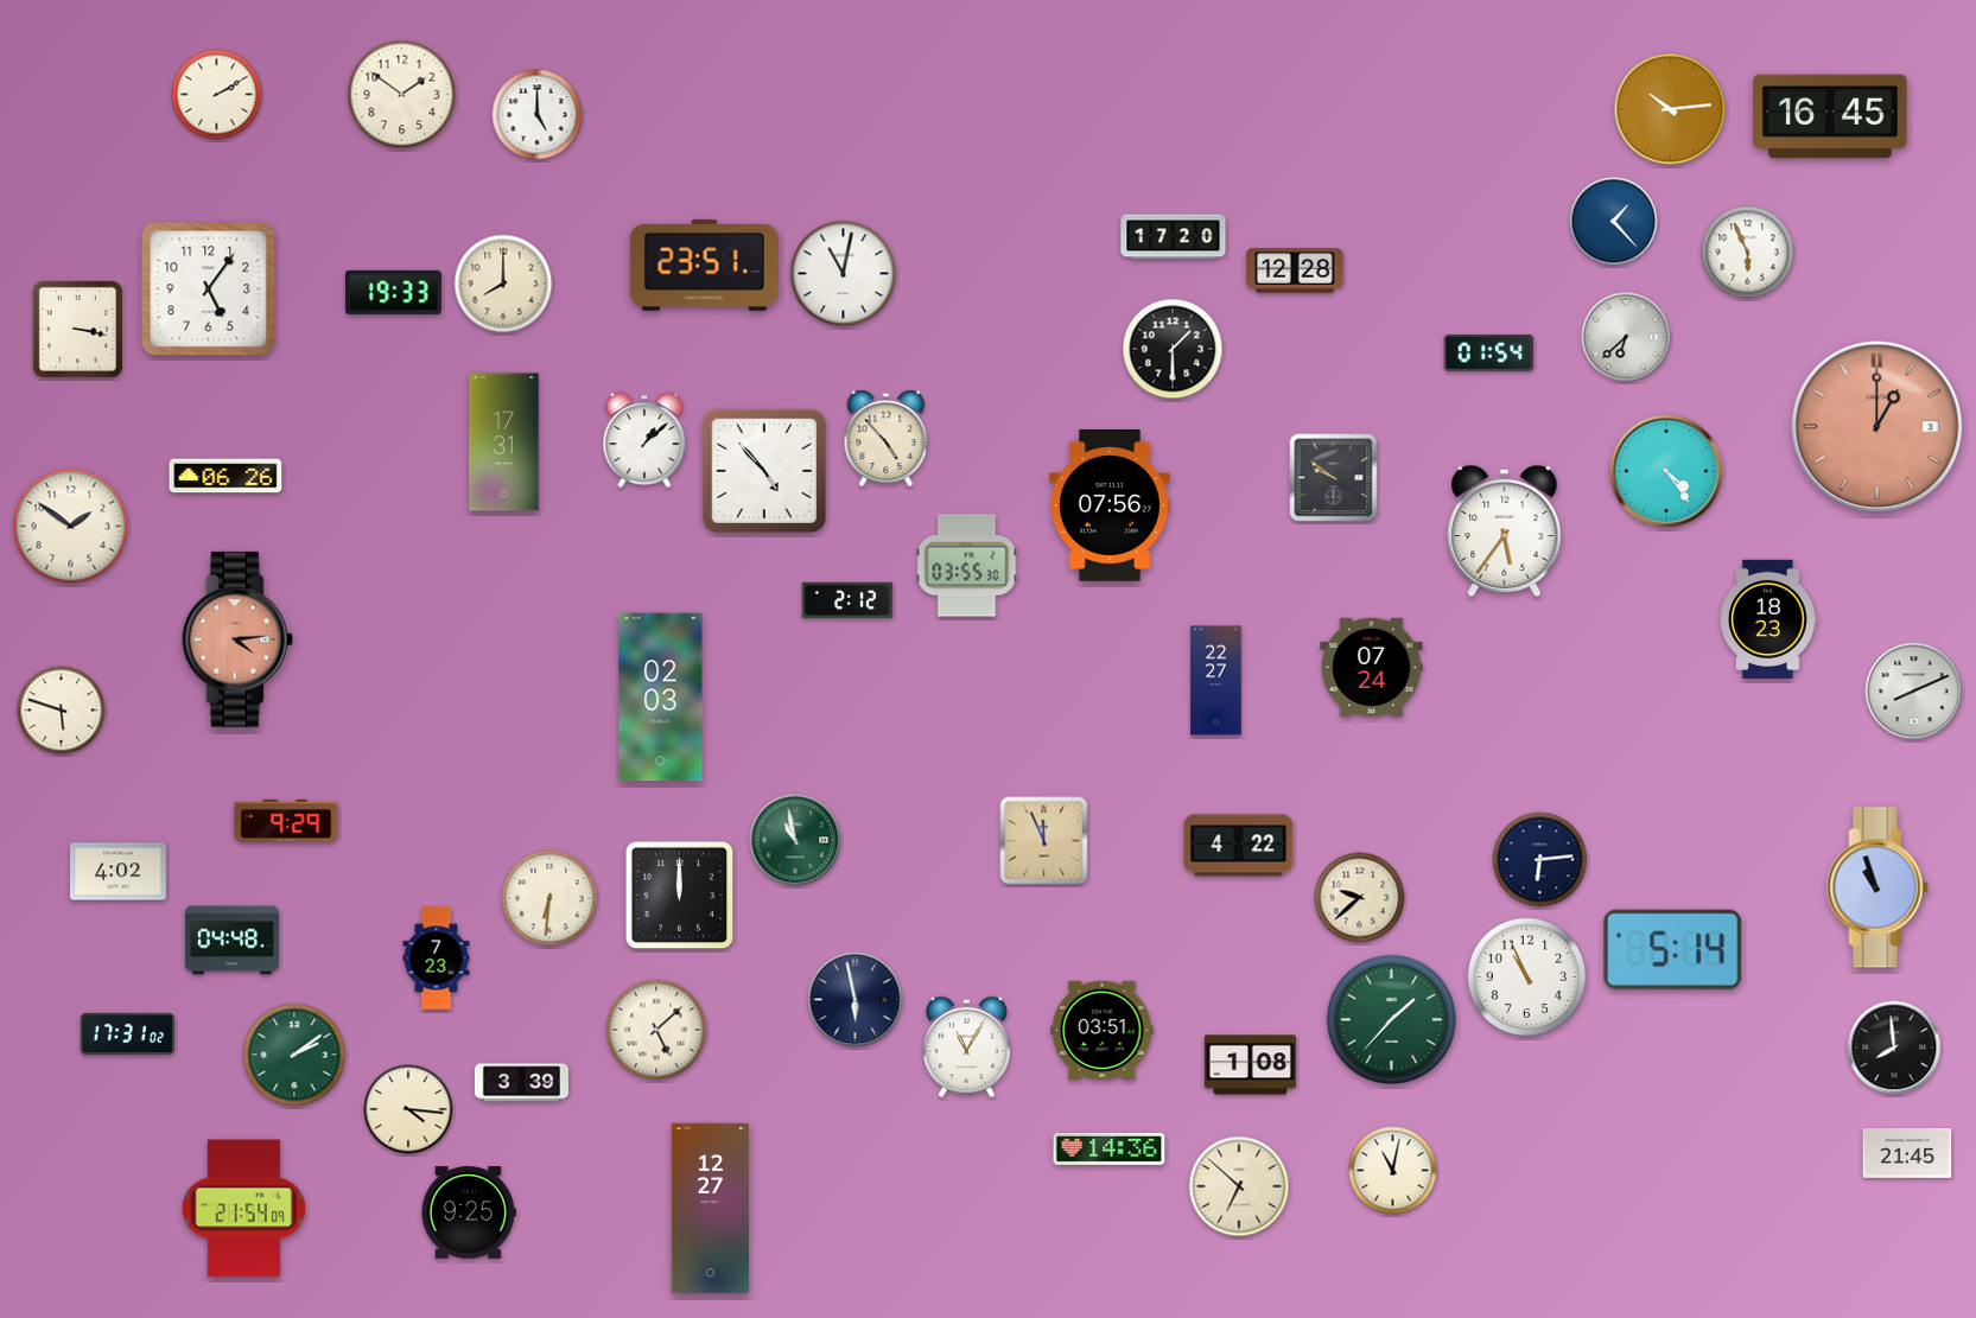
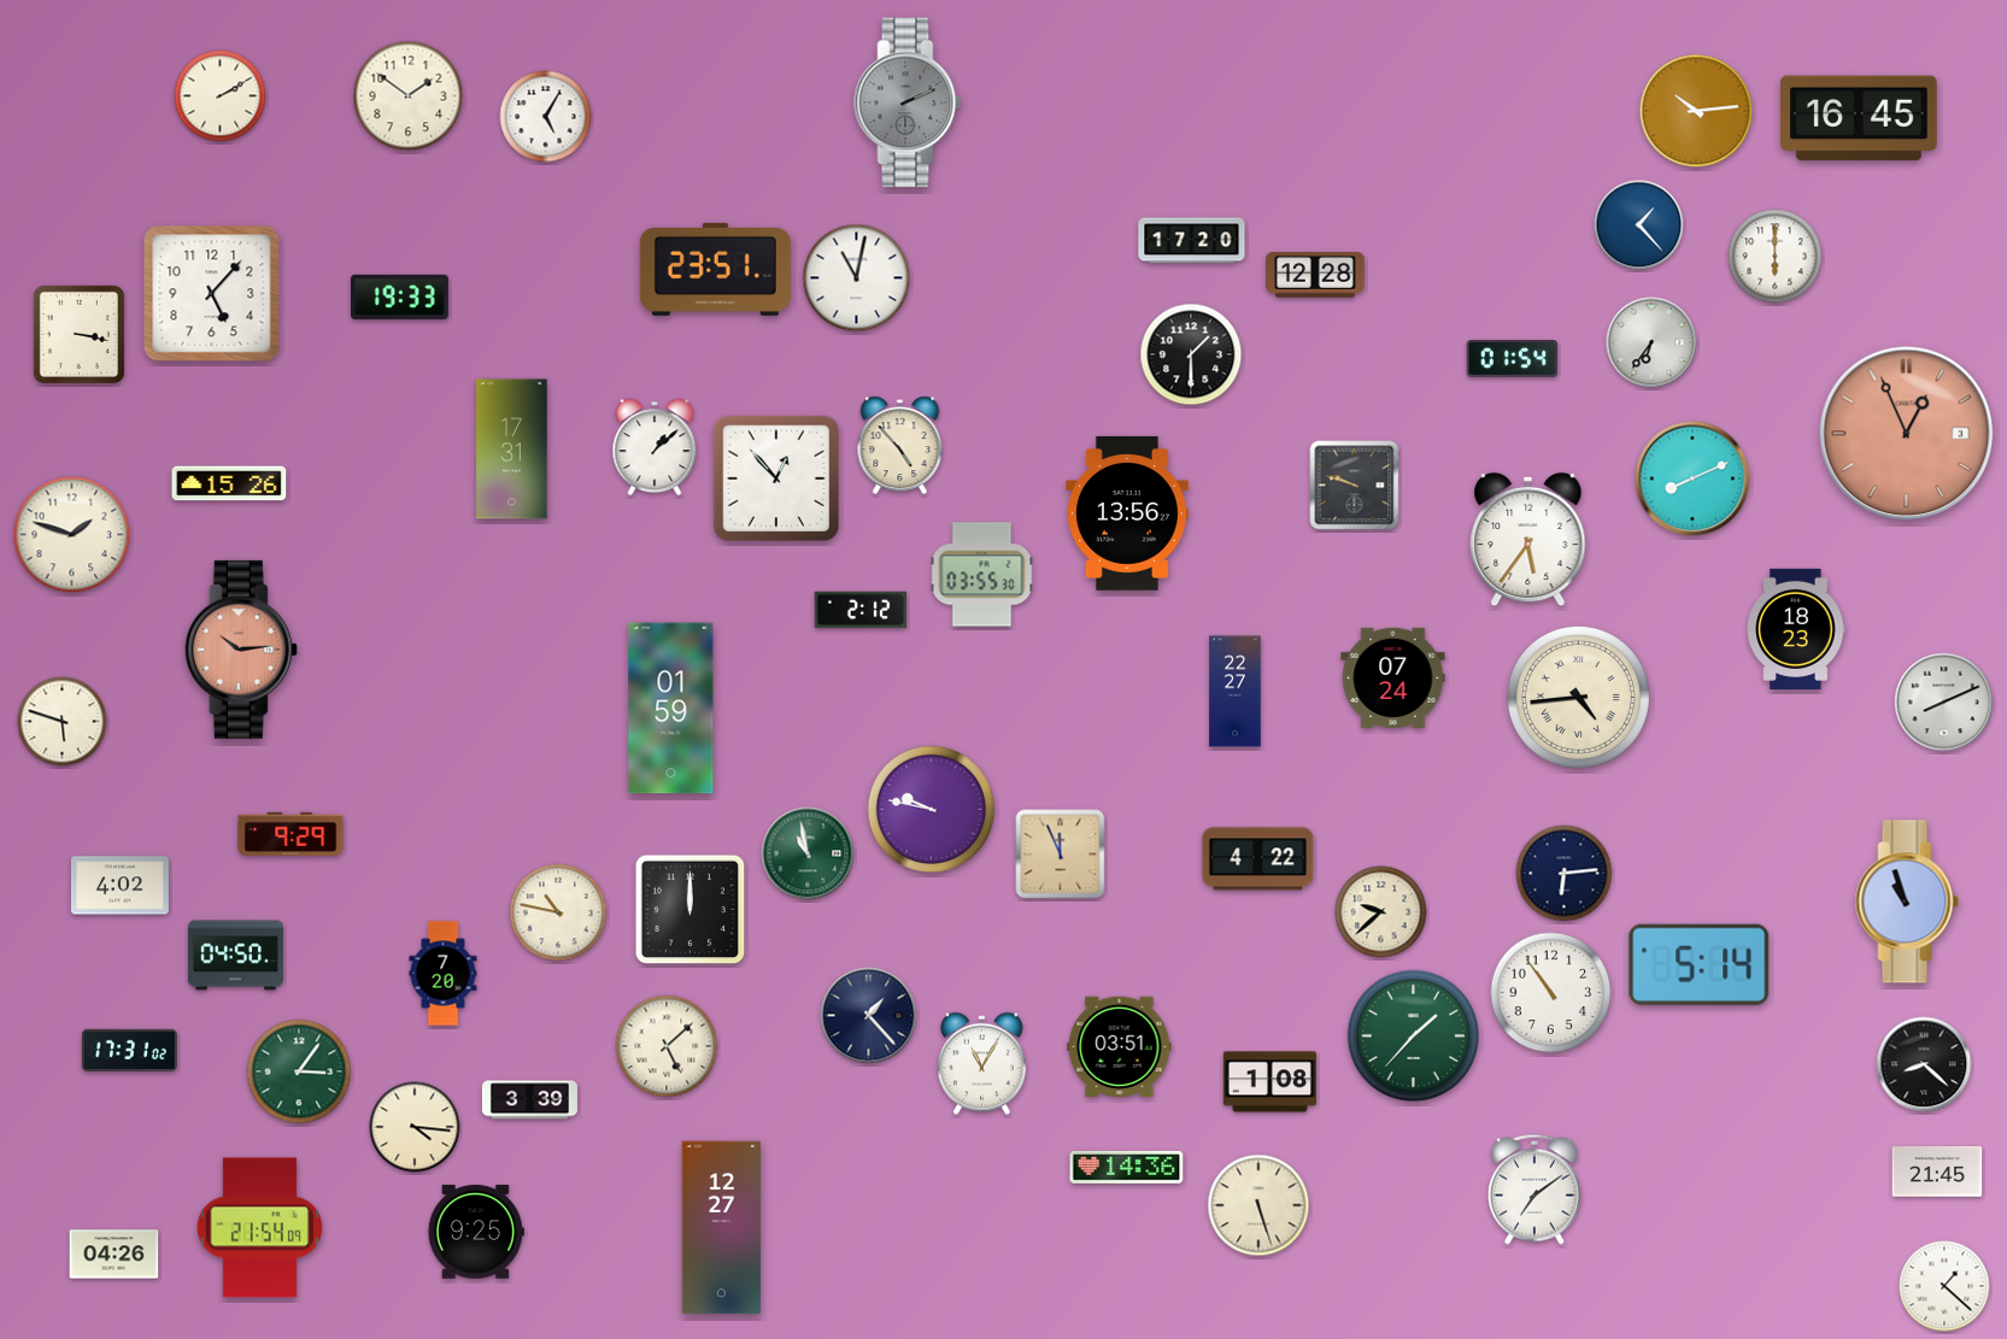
clock at (908, 102): none -> 2:11
clock at (538, 115): 5:00 -> 5:05
clock at (1748, 253): 5:56 -> 6:00
clock at (503, 284): 8:00 -> none
clock at (209, 289): 5:06 -> 5:07
clock at (1626, 337): 6:38 -> 6:36
clock at (1877, 427): 1:00 -> 12:56
clock at (763, 470): 4:53 -> 12:53
clock at (1666, 471): 4:24 -> 8:11
clock at (225, 476): 06:26 -> 15:26
clock at (1334, 478): 9:51 -> 9:48
clock at (1110, 507): 07:56 -> 13:56
clock at (71, 527): 1:51 -> 1:48
clock at (237, 639): 4:14 -> 10:14
clock at (1578, 697): none -> 4:44
clock at (661, 698): 02:03 -> 01:59
clock at (932, 810): none -> 9:47
clock at (549, 898): 6:31 -> 10:47
clock at (231, 941): 04:48 -> 04:50
clock at (437, 959): 7:23 -> 7:20
clock at (1527, 978): 10:56 -> 10:54
clock at (856, 1000): 5:58 -> 1:23
clock at (1894, 1048): 7:59 -> 8:22
clock at (294, 1055): 2:09 -> 3:06
clock at (1393, 1171): 11:02 -> none
clock at (1534, 1190): none -> 7:09
clock at (1239, 1186): 6:52 -> 5:27
clock at (243, 1209) position: (243, 1209) -> (259, 1228)
clock at (115, 1255): none -> 04:26
clock at (1944, 1286): none -> 1:22
